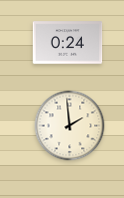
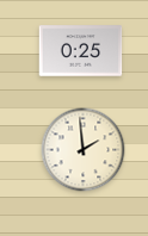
clock at (68, 43): 0:24 -> 0:25
